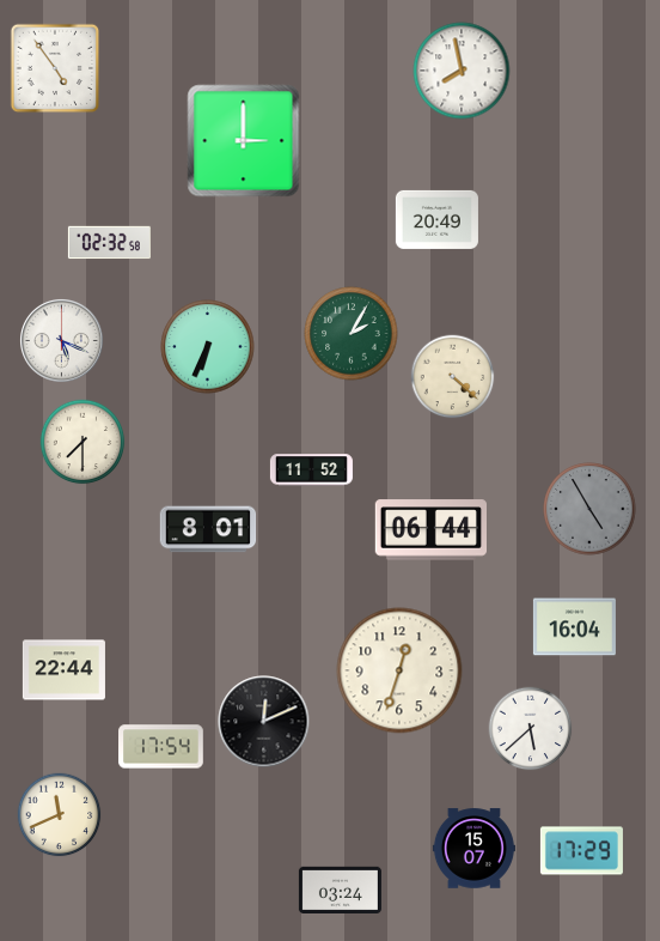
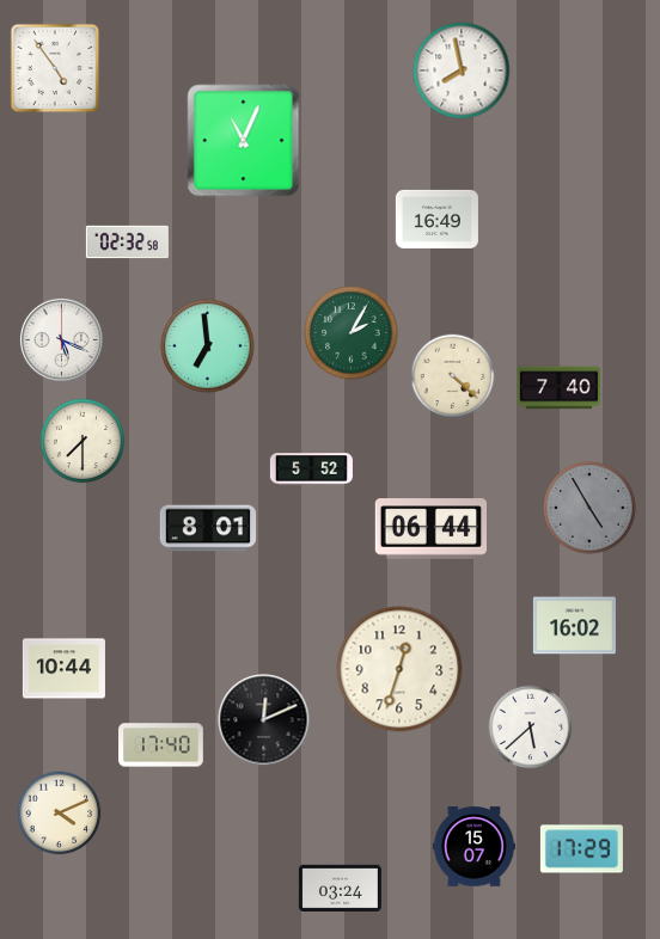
clock at (244, 141): 3:00 -> 11:04
clock at (436, 219): 20:49 -> 16:49
clock at (109, 243) position: (109, 243) -> (127, 243)
clock at (208, 347): 6:34 -> 6:59
clock at (558, 388): none -> 7:40
clock at (311, 470): 11:52 -> 5:52
clock at (574, 627): 16:04 -> 16:02
clock at (63, 670): 22:44 -> 10:44
clock at (161, 747): 17:54 -> 17:40
clock at (60, 815): 11:41 -> 4:11
